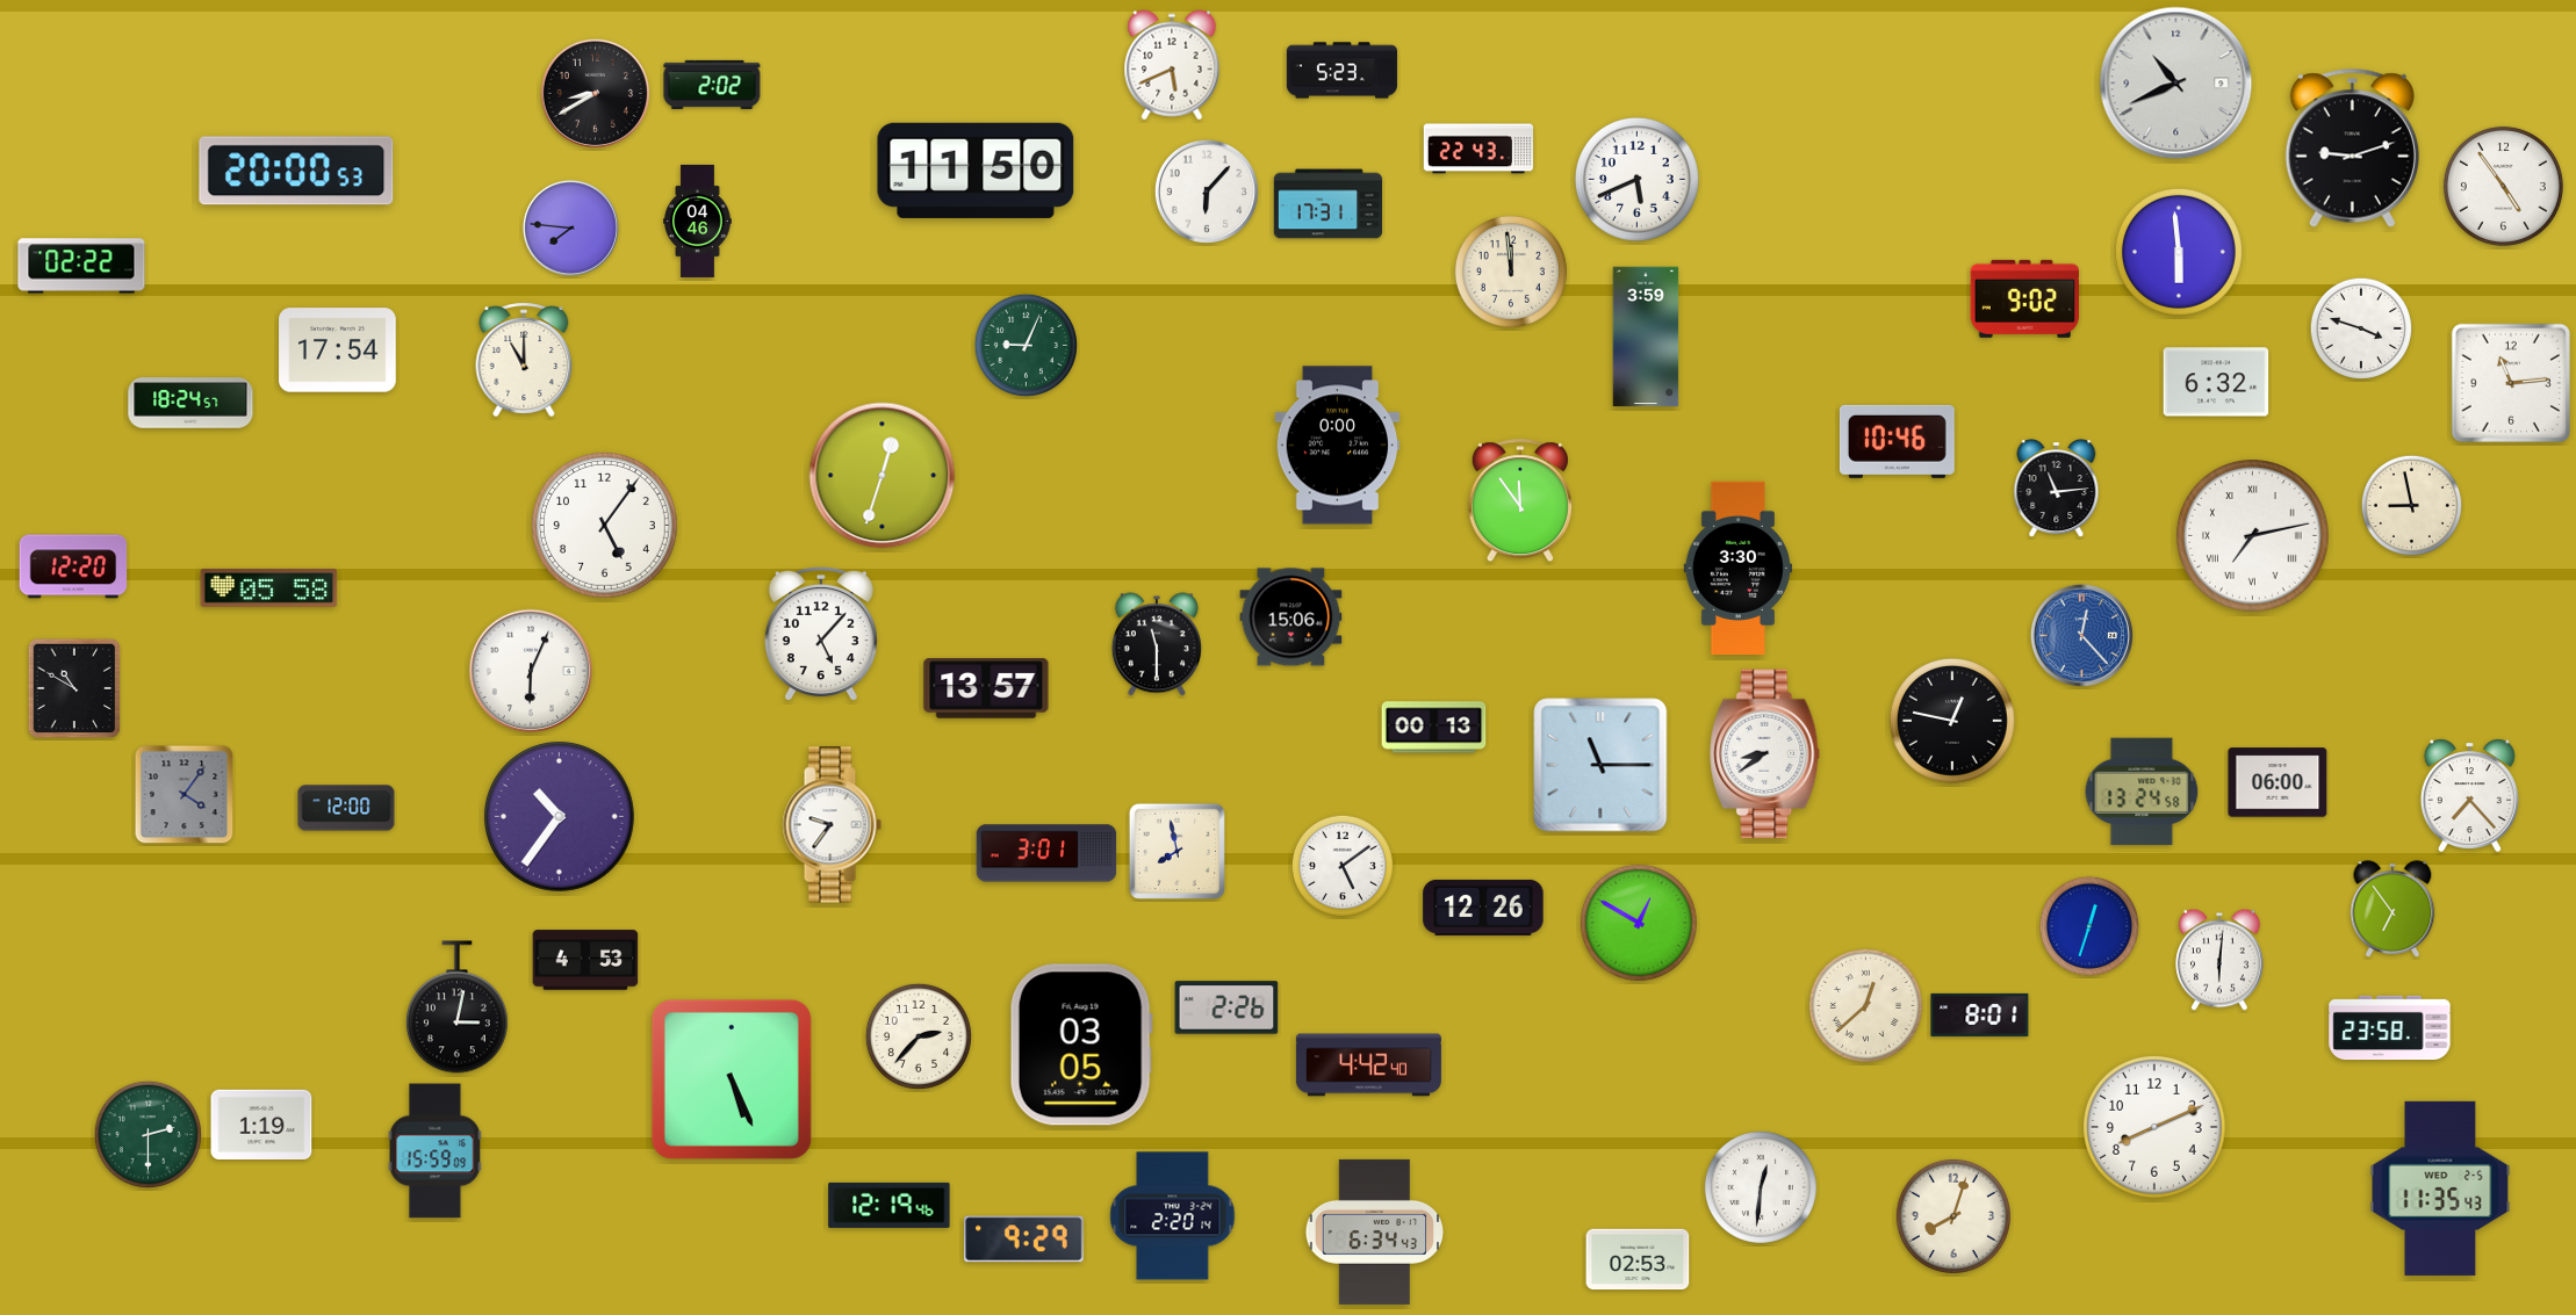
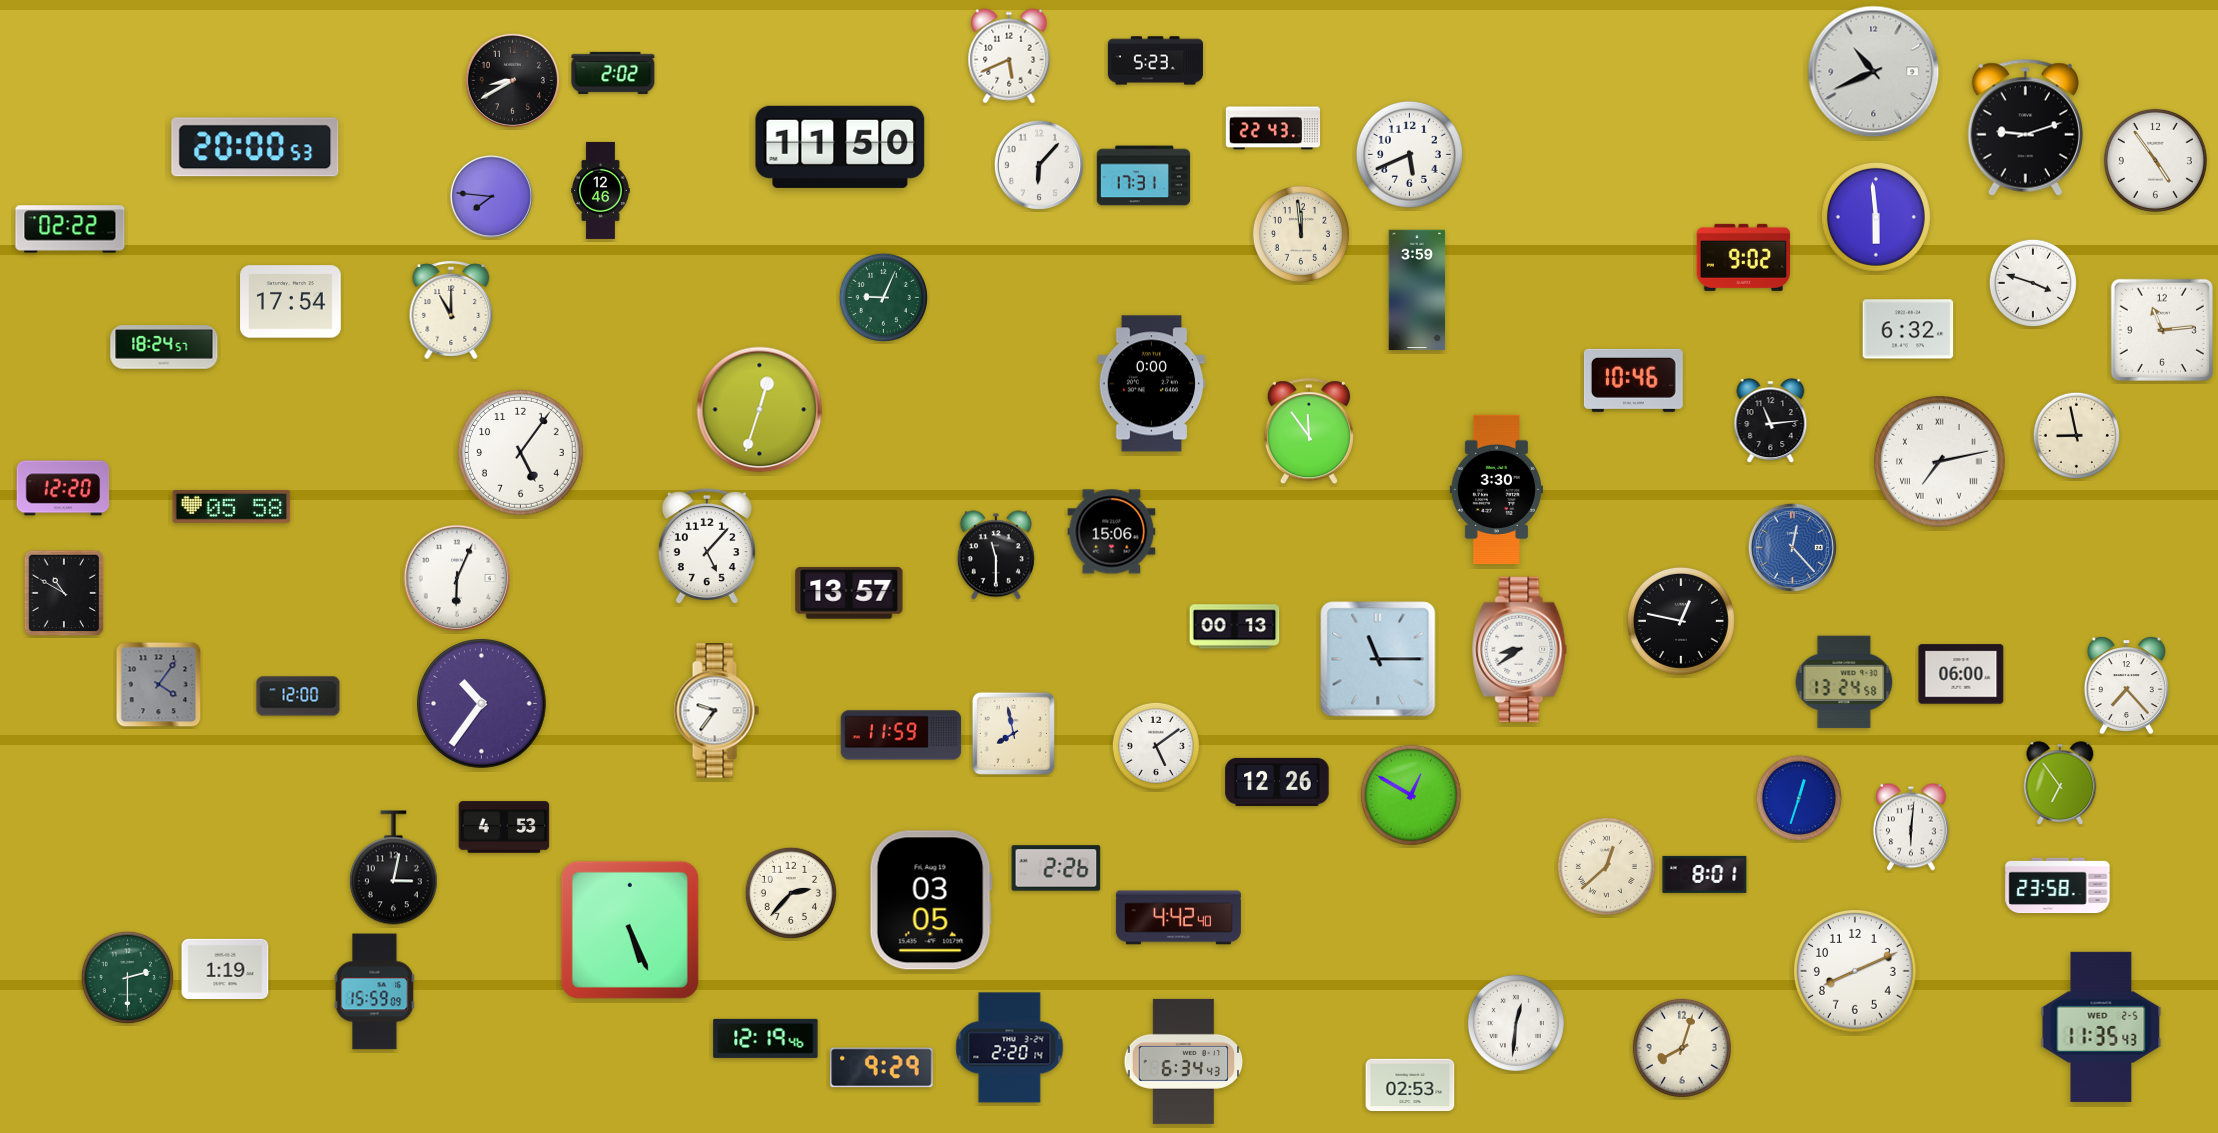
clock at (698, 221): 04:46 -> 12:46
clock at (1046, 853): 3:01 -> 11:59
clock at (2440, 1188) position: (2440, 1188) -> (2101, 1027)
